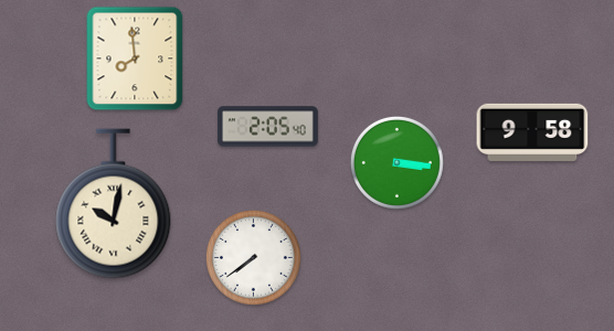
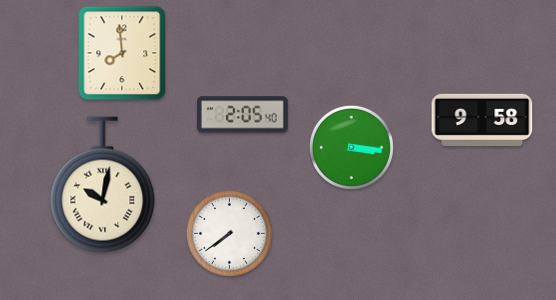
clock at (396, 162) position: (396, 162) -> (351, 147)
